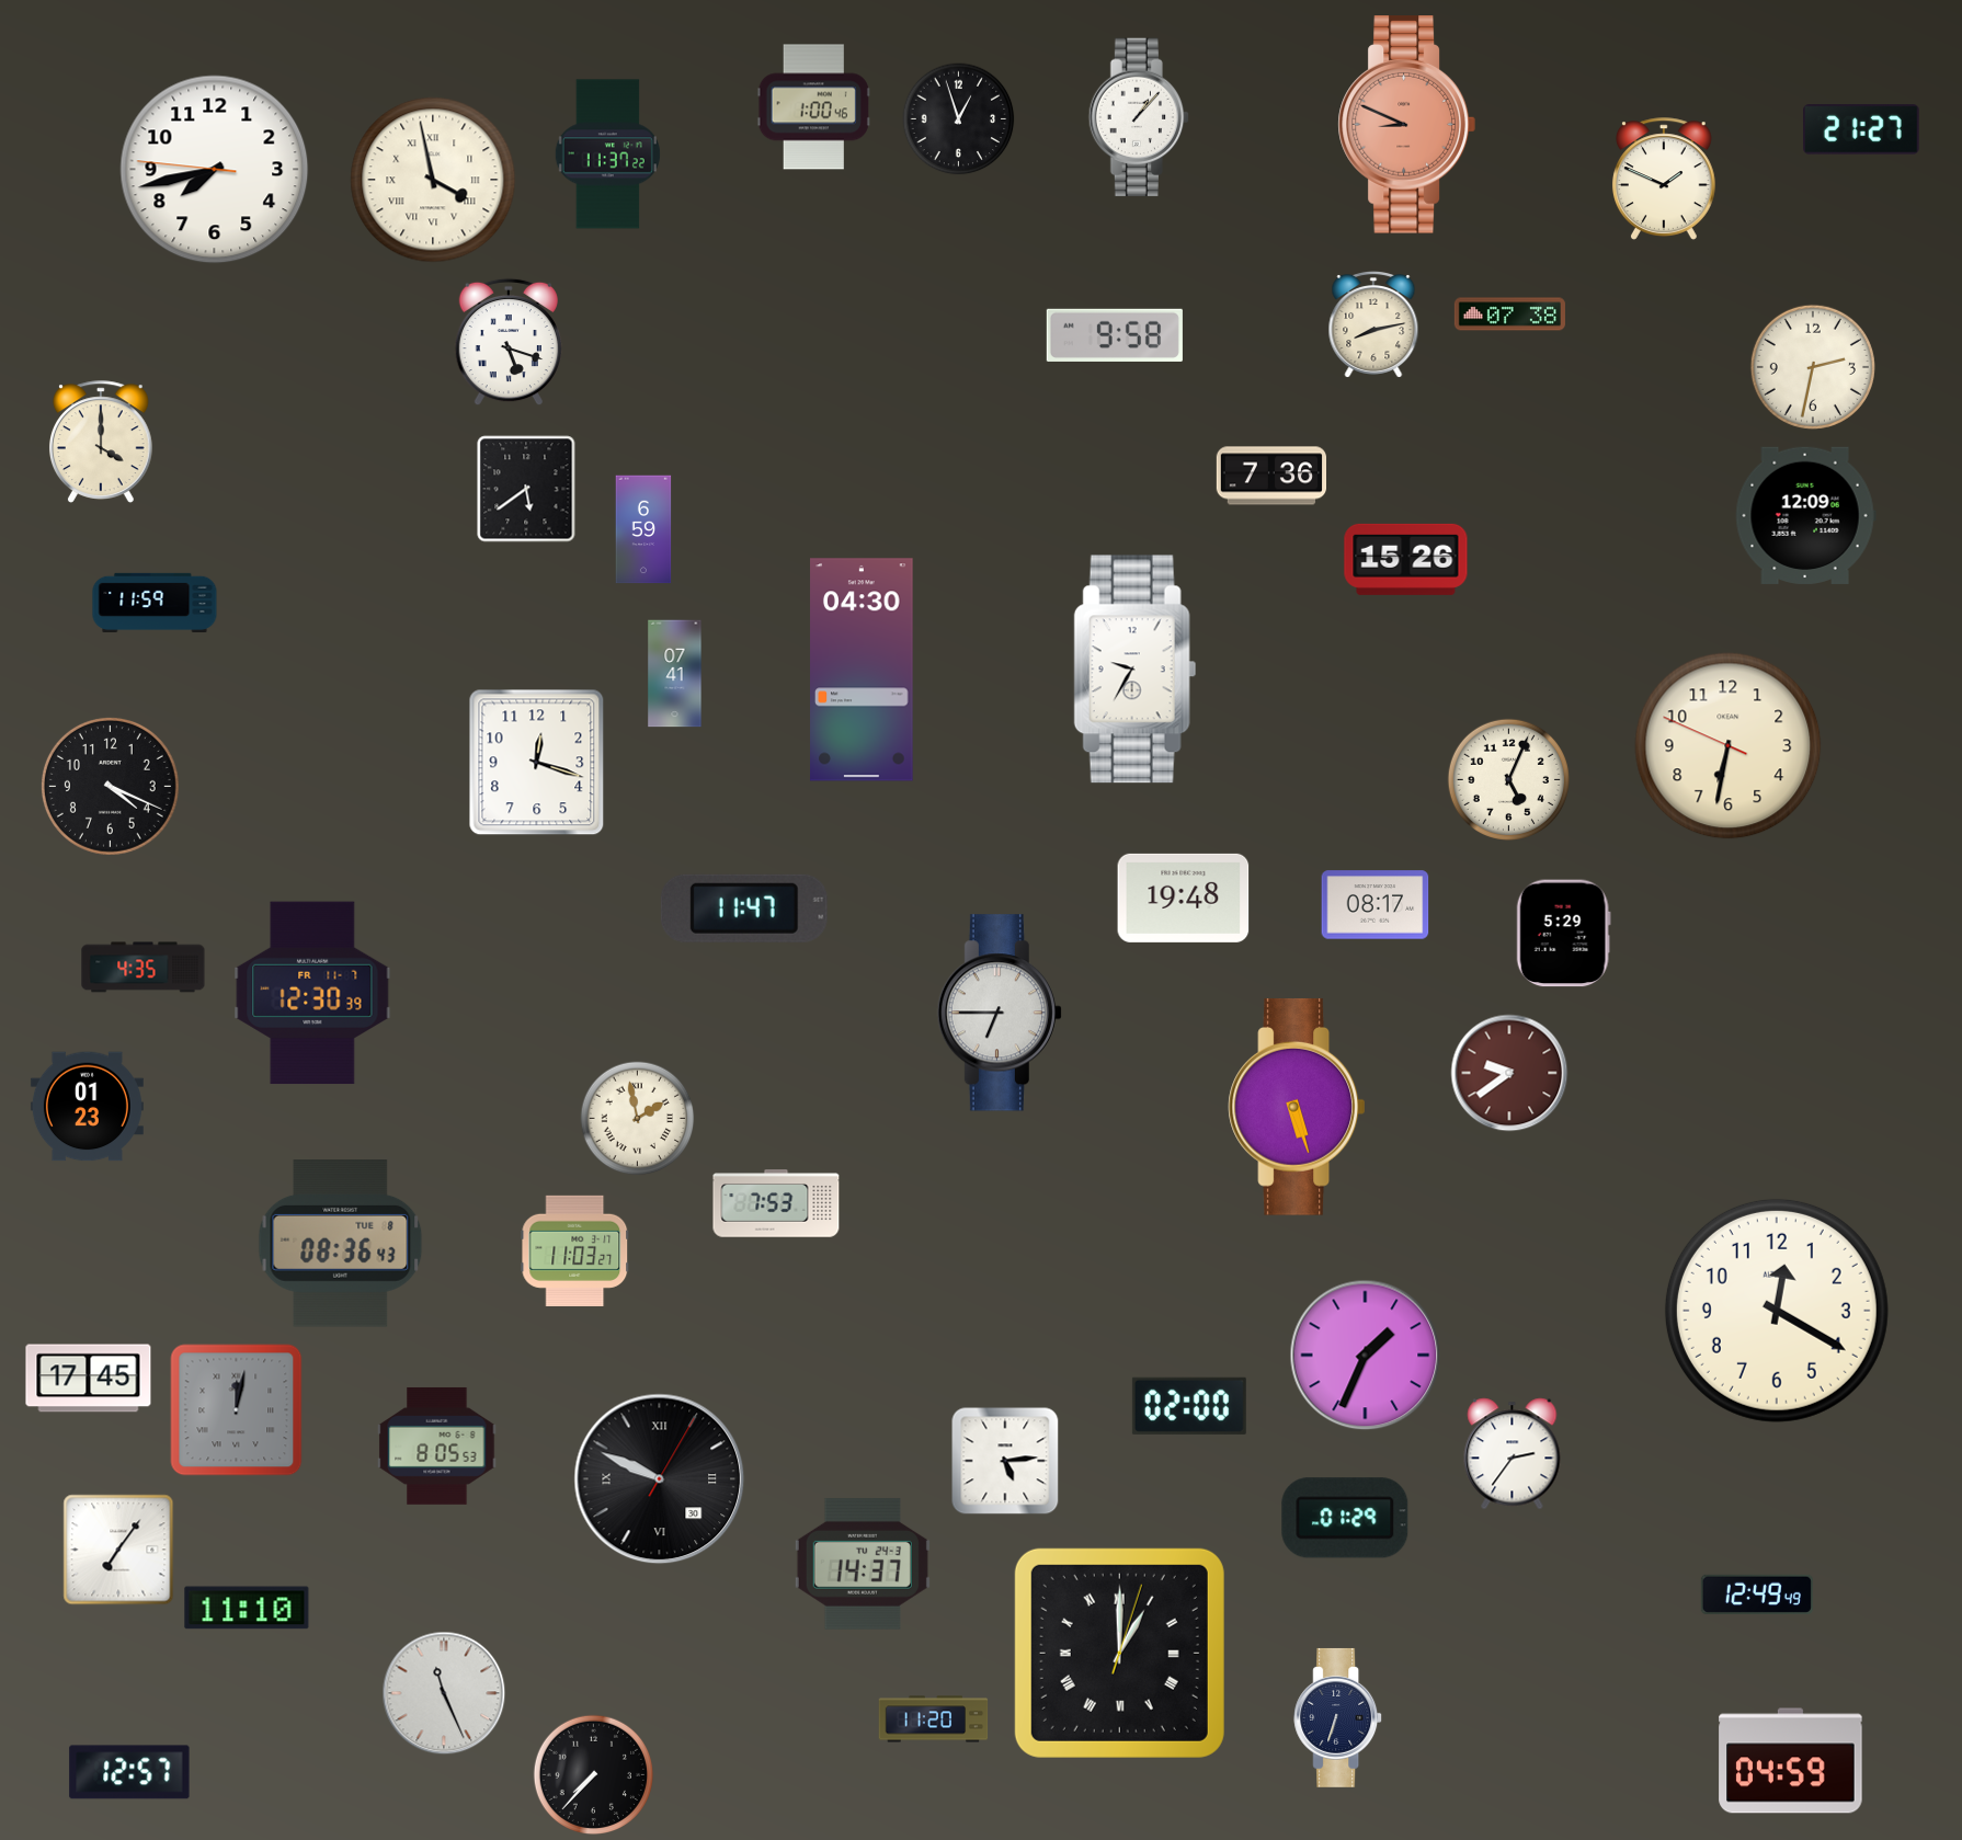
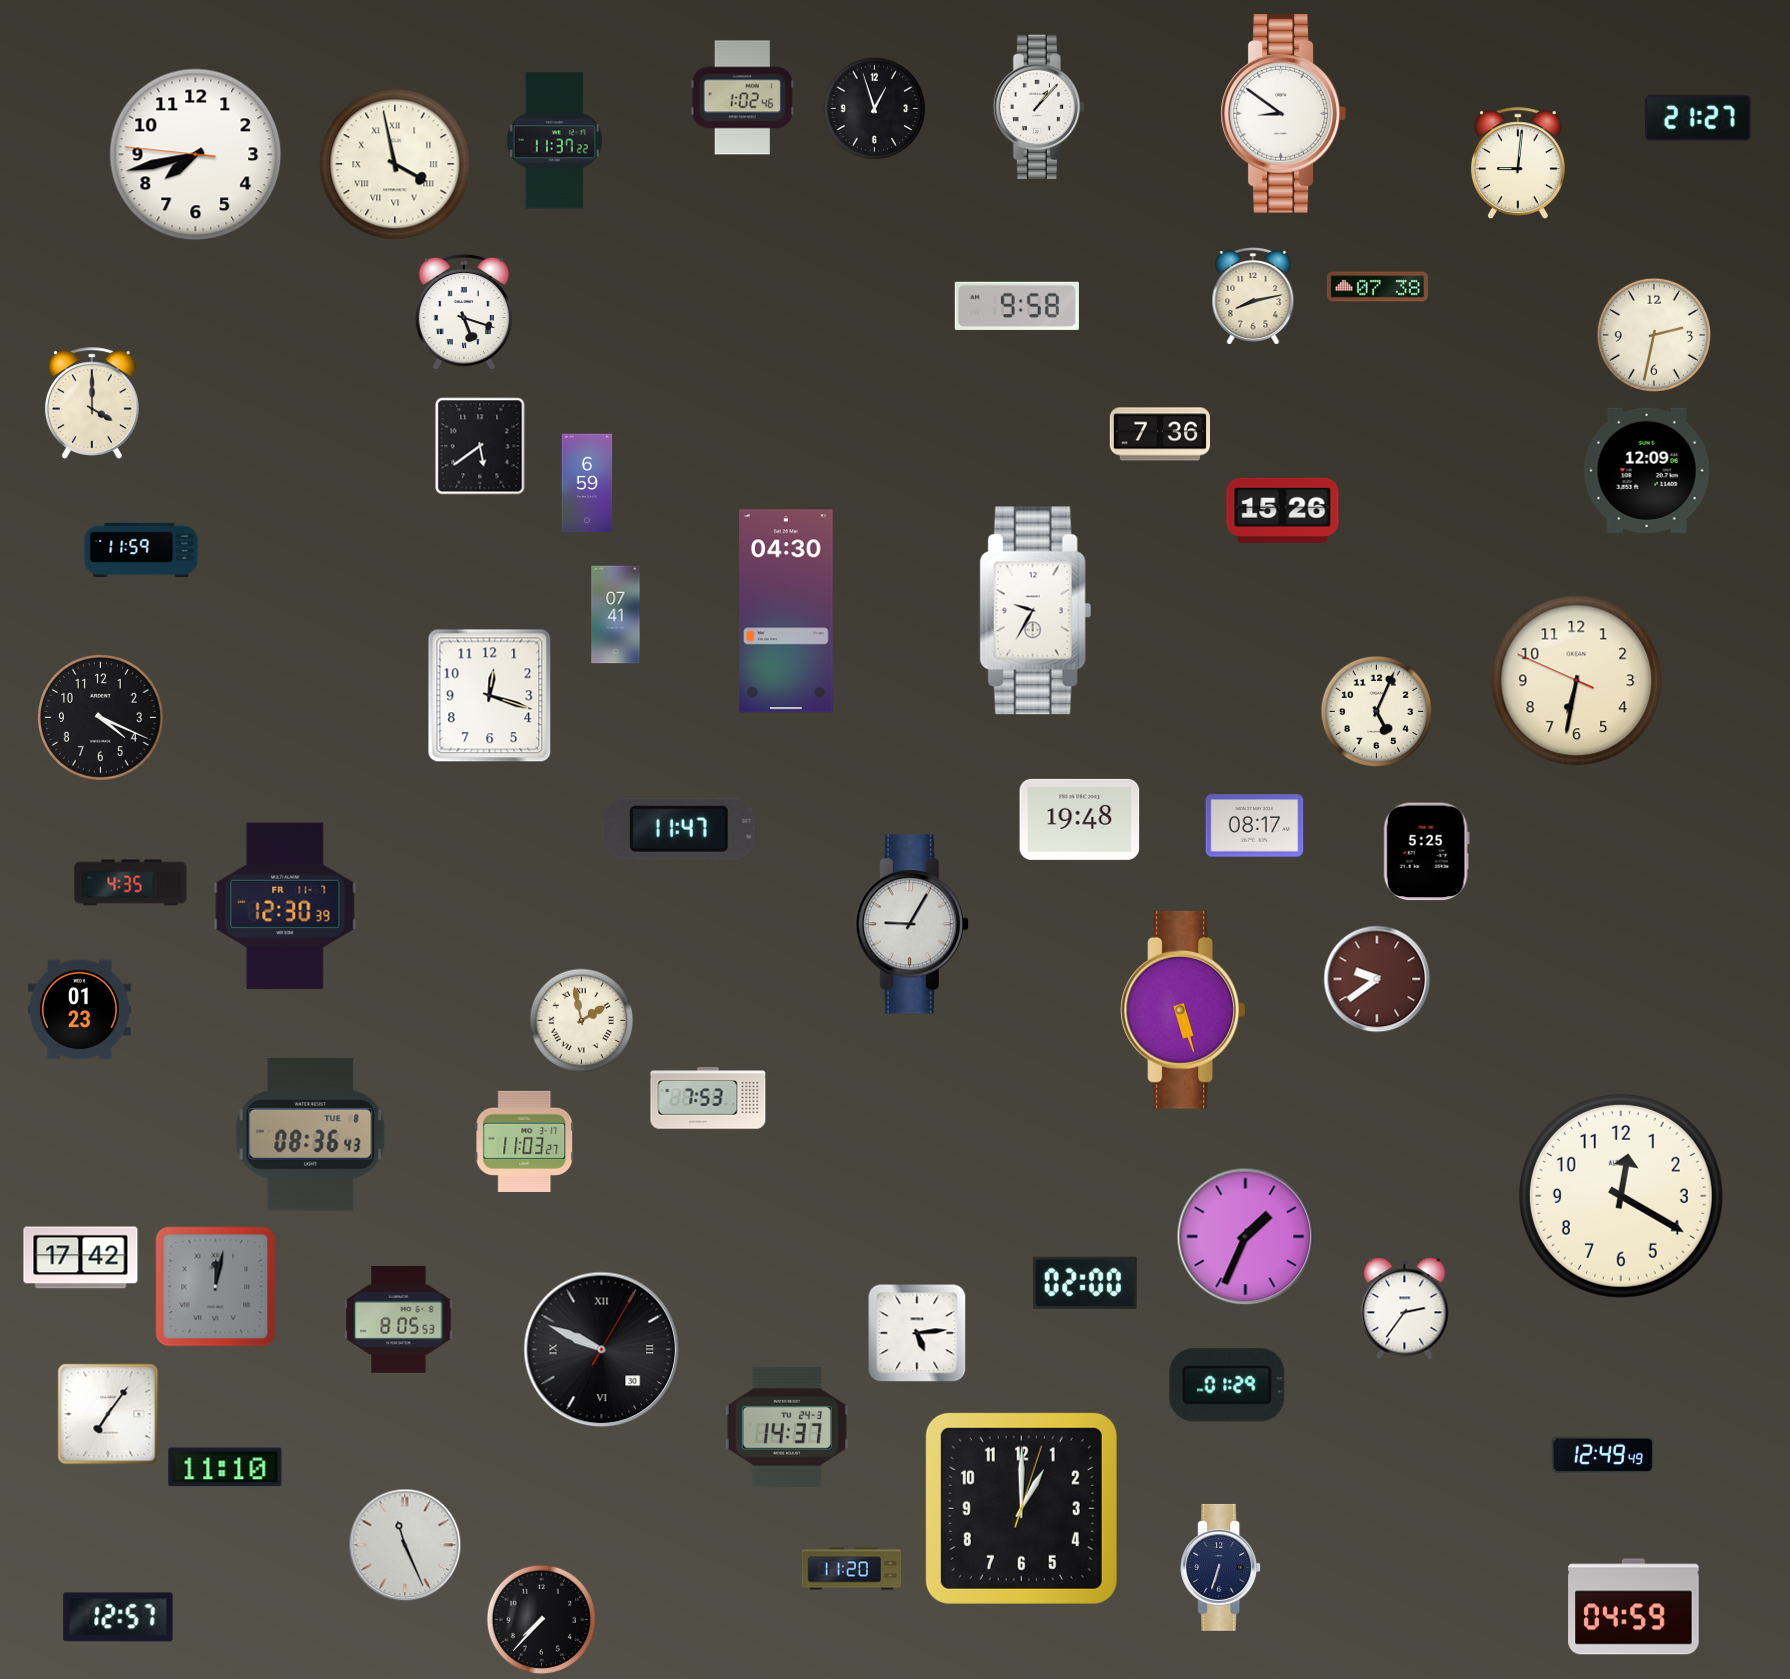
clock at (813, 107): 1:00 -> 1:02
clock at (1406, 125): 8:49 -> 8:51
clock at (1406, 125) dial: salmon -> white
clock at (1664, 179): 1:49 -> 9:01
clock at (1563, 934): 5:29 -> 5:25
clock at (1000, 1013): 6:45 -> 9:05
clock at (89, 1379): 17:45 -> 17:42
clock at (1513, 1454) position: (1513, 1454) -> (1405, 1309)
clock at (1119, 1653) numerals: Roman -> Arabic
